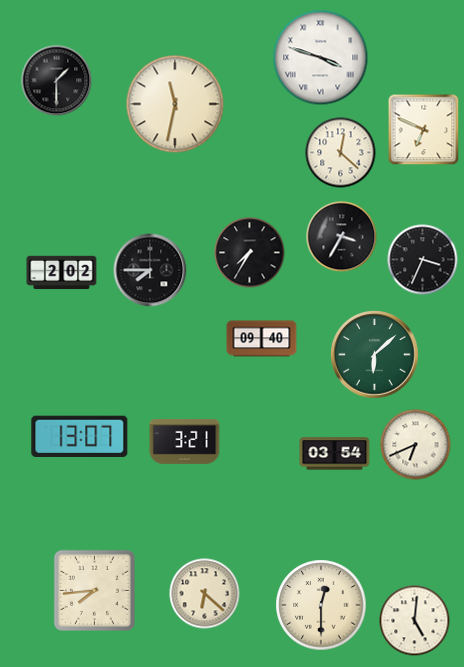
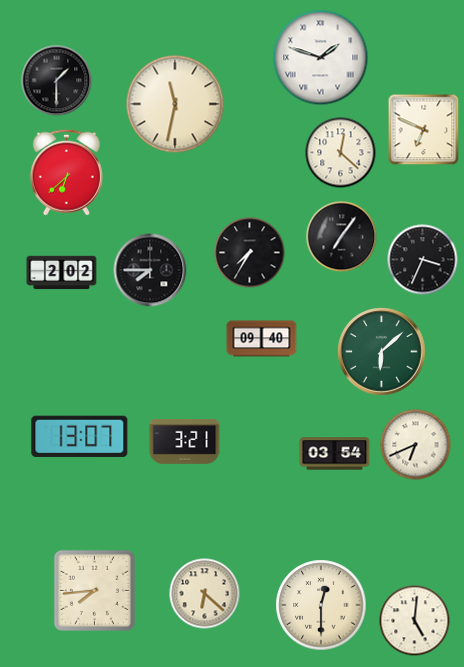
clock at (321, 58): 3:48 -> 1:48
clock at (66, 172): none -> 6:38
clock at (342, 237): 3:35 -> 7:06
clock at (375, 355) position: (375, 355) -> (382, 352)
